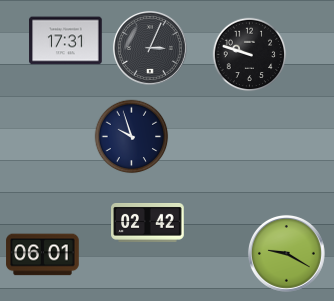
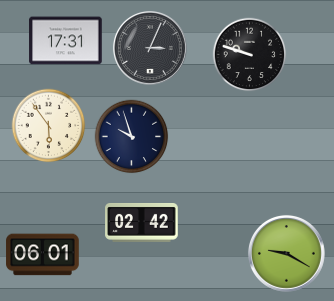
clock at (49, 126): none -> 5:54
clock at (148, 223) position: (148, 223) -> (142, 223)
